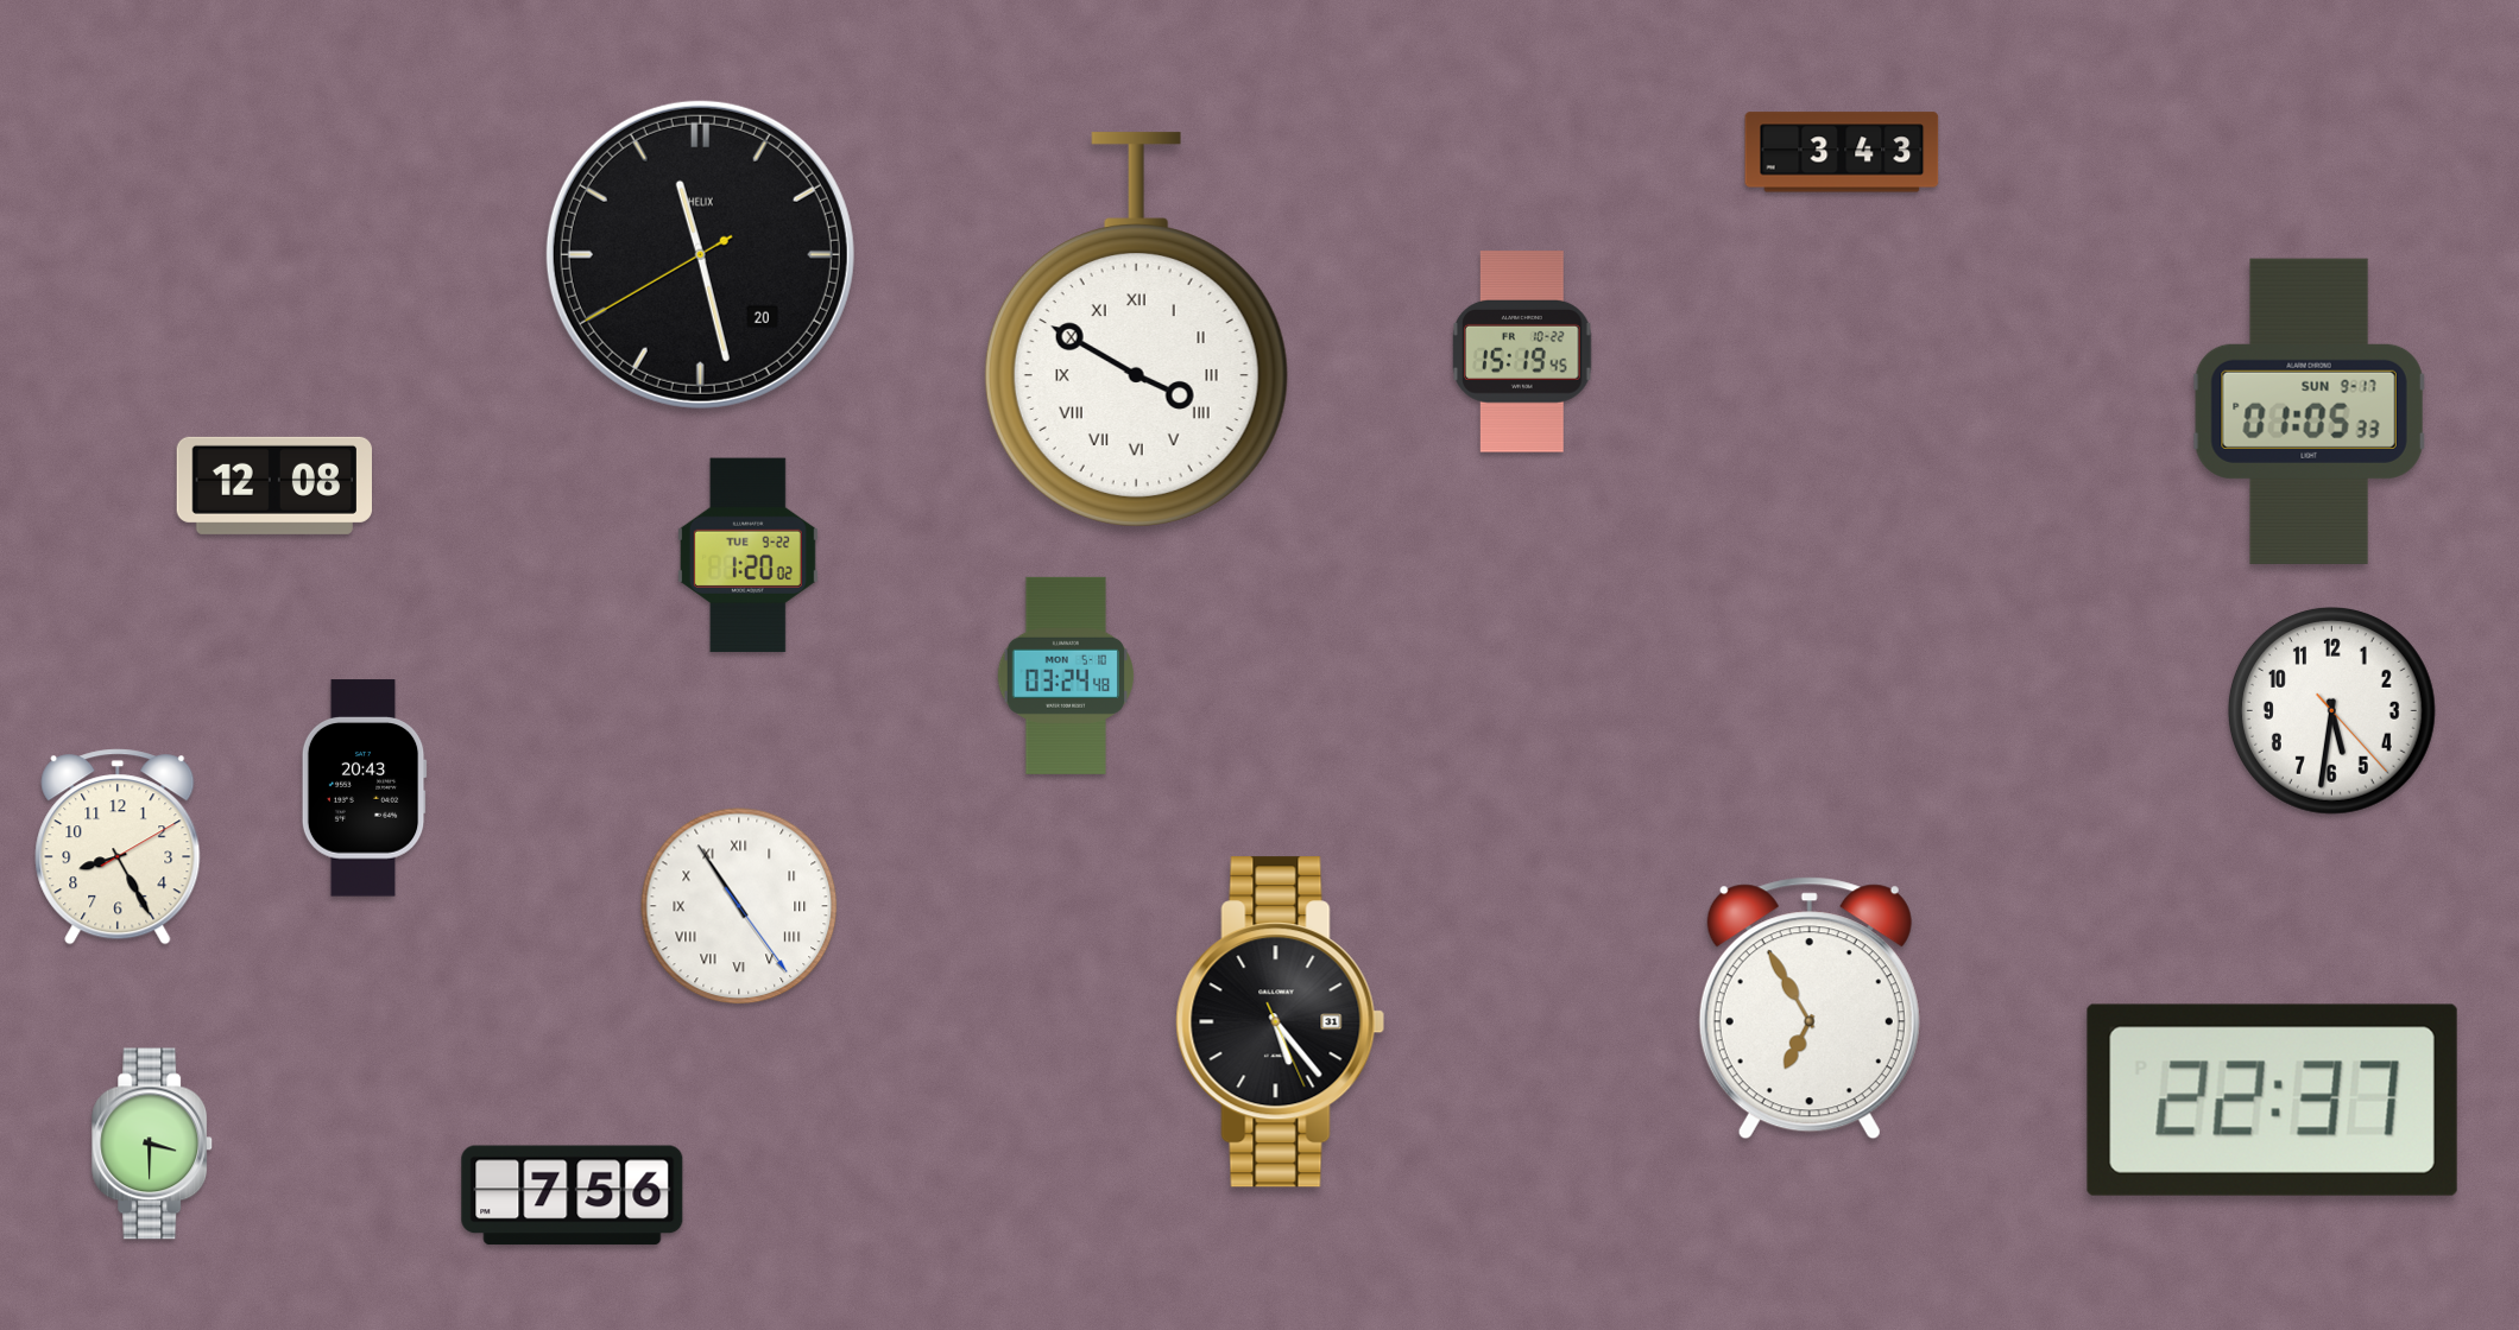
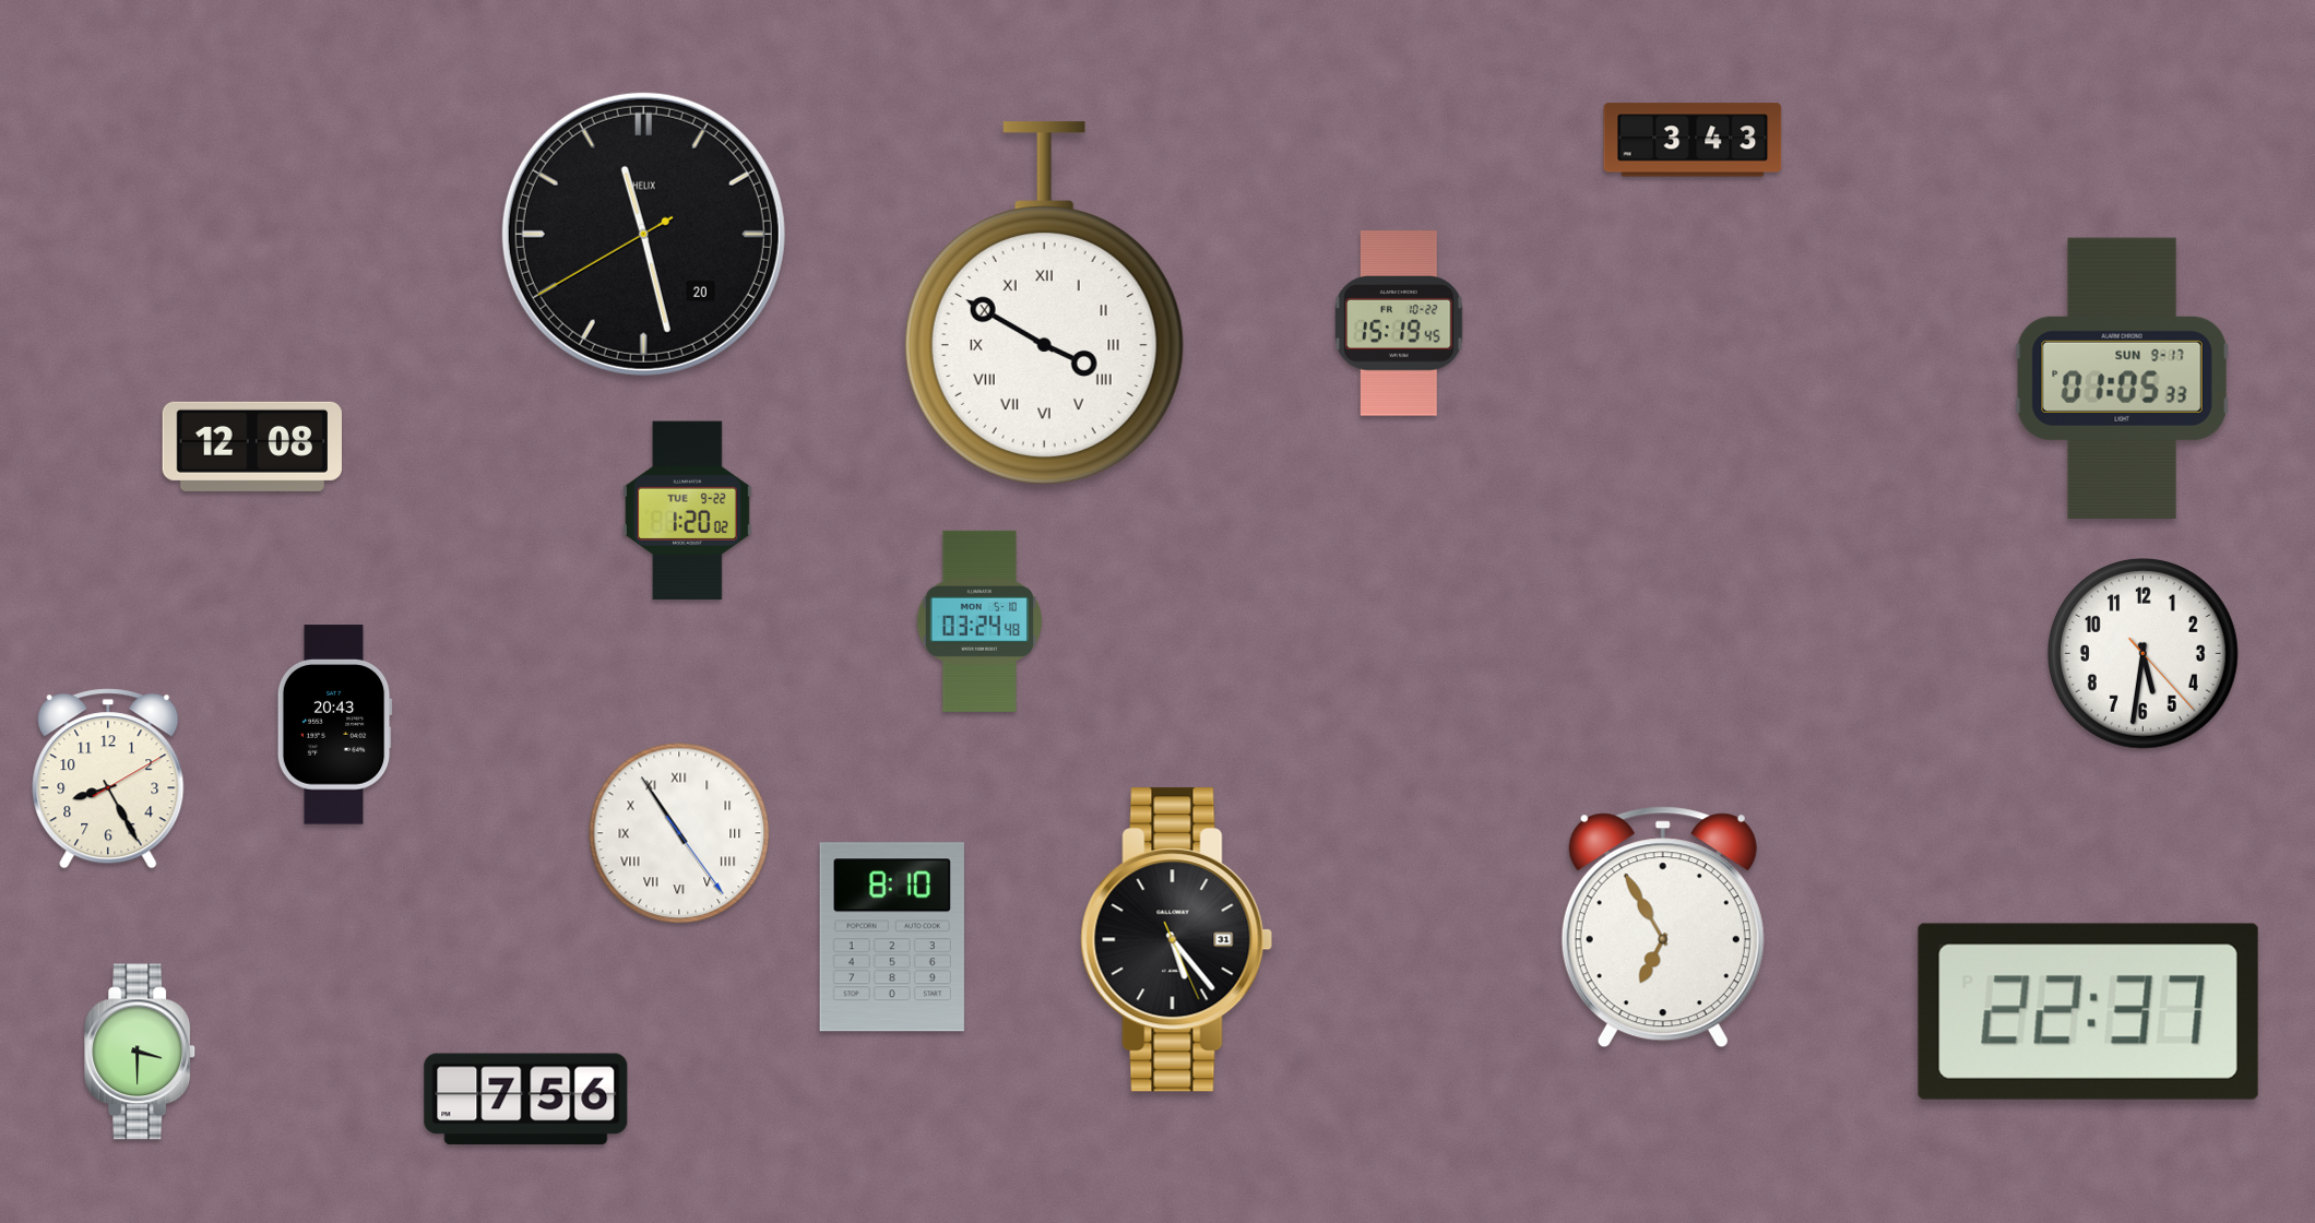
clock at (892, 937): none -> 8:10
